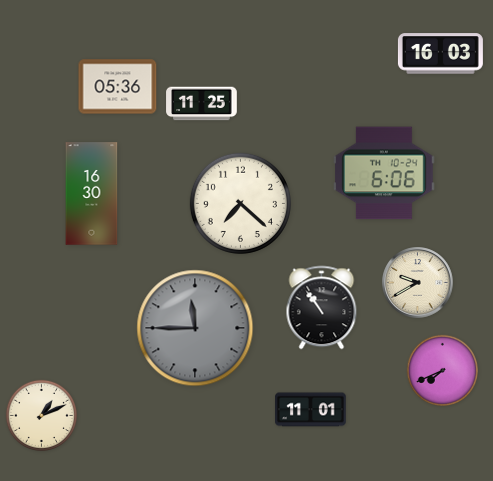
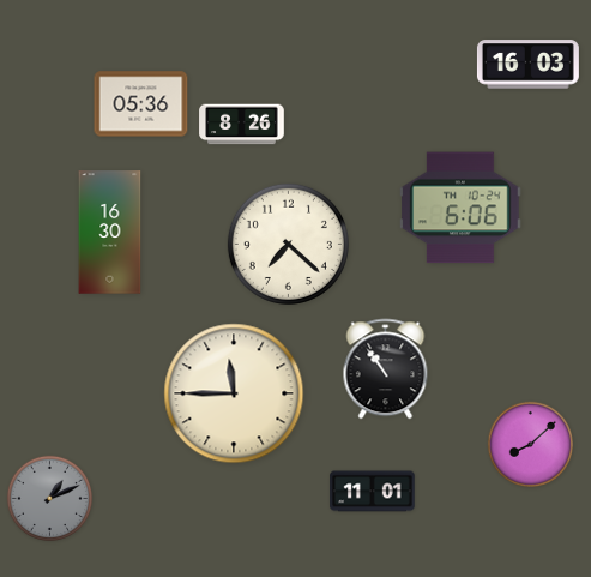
clock at (202, 104): 11:25 -> 8:26
clock at (418, 283): 9:40 -> none
clock at (195, 328) dial: grey -> cream
clock at (442, 370): 7:41 -> 8:08
clock at (41, 415) dial: cream -> grey
